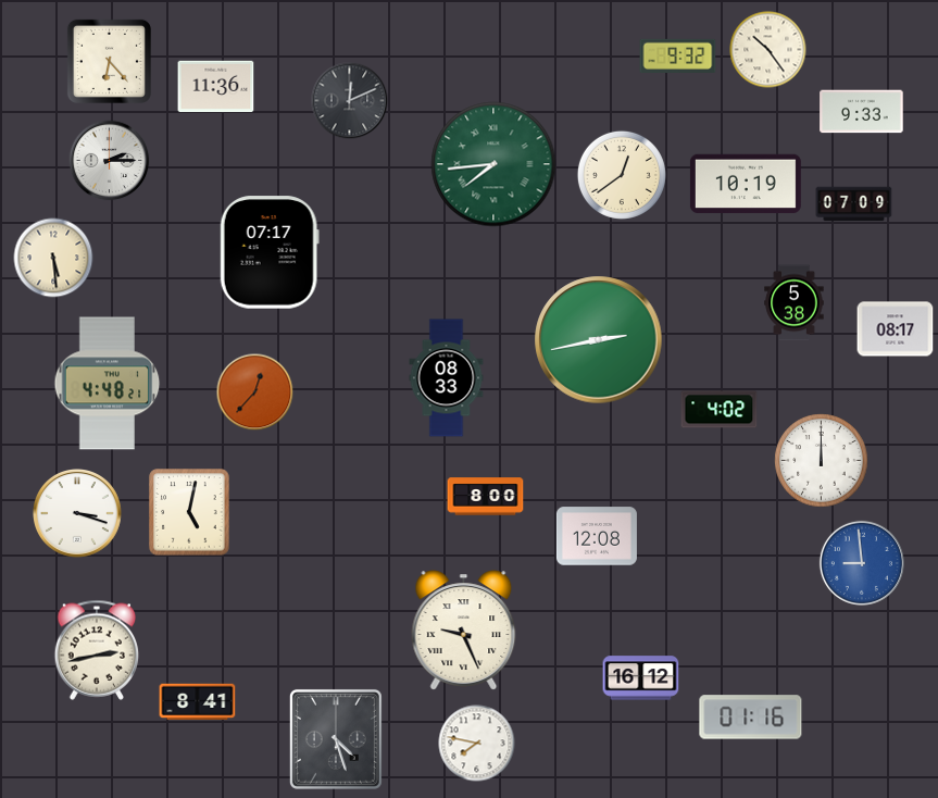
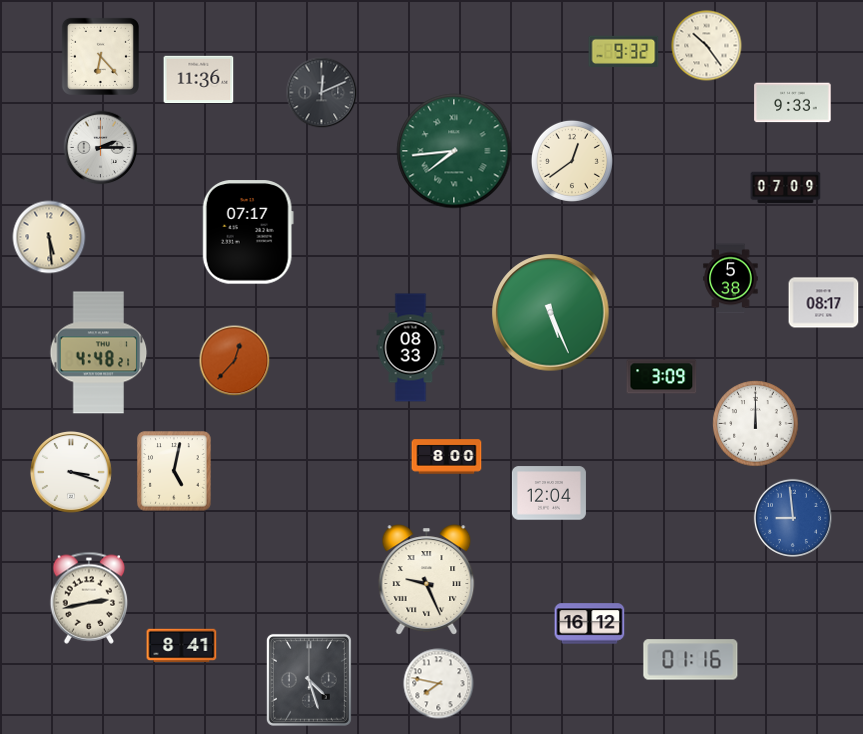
clock at (746, 184): 10:19 -> none
clock at (599, 340): 2:43 -> 5:26
clock at (720, 410): 4:02 -> 3:09
clock at (597, 536): 12:08 -> 12:04
